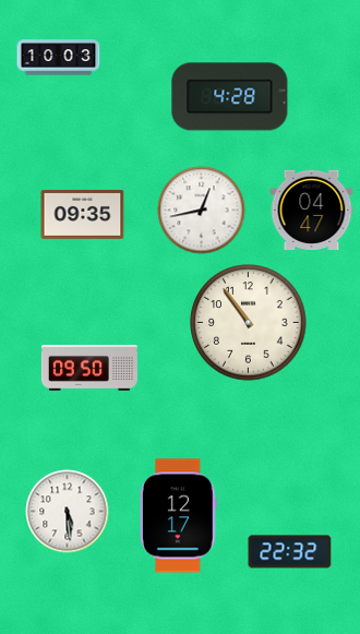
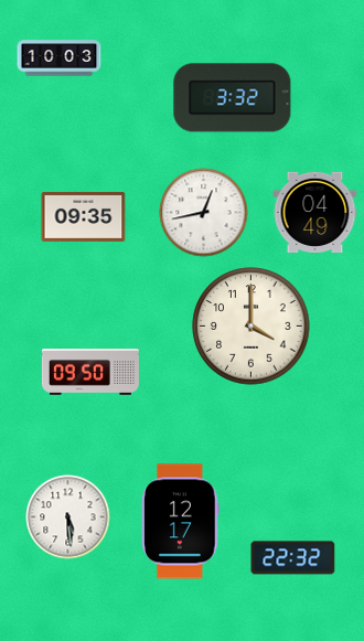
clock at (230, 97): 4:28 -> 3:32
clock at (312, 210): 04:47 -> 04:49
clock at (249, 323): 10:54 -> 4:00
